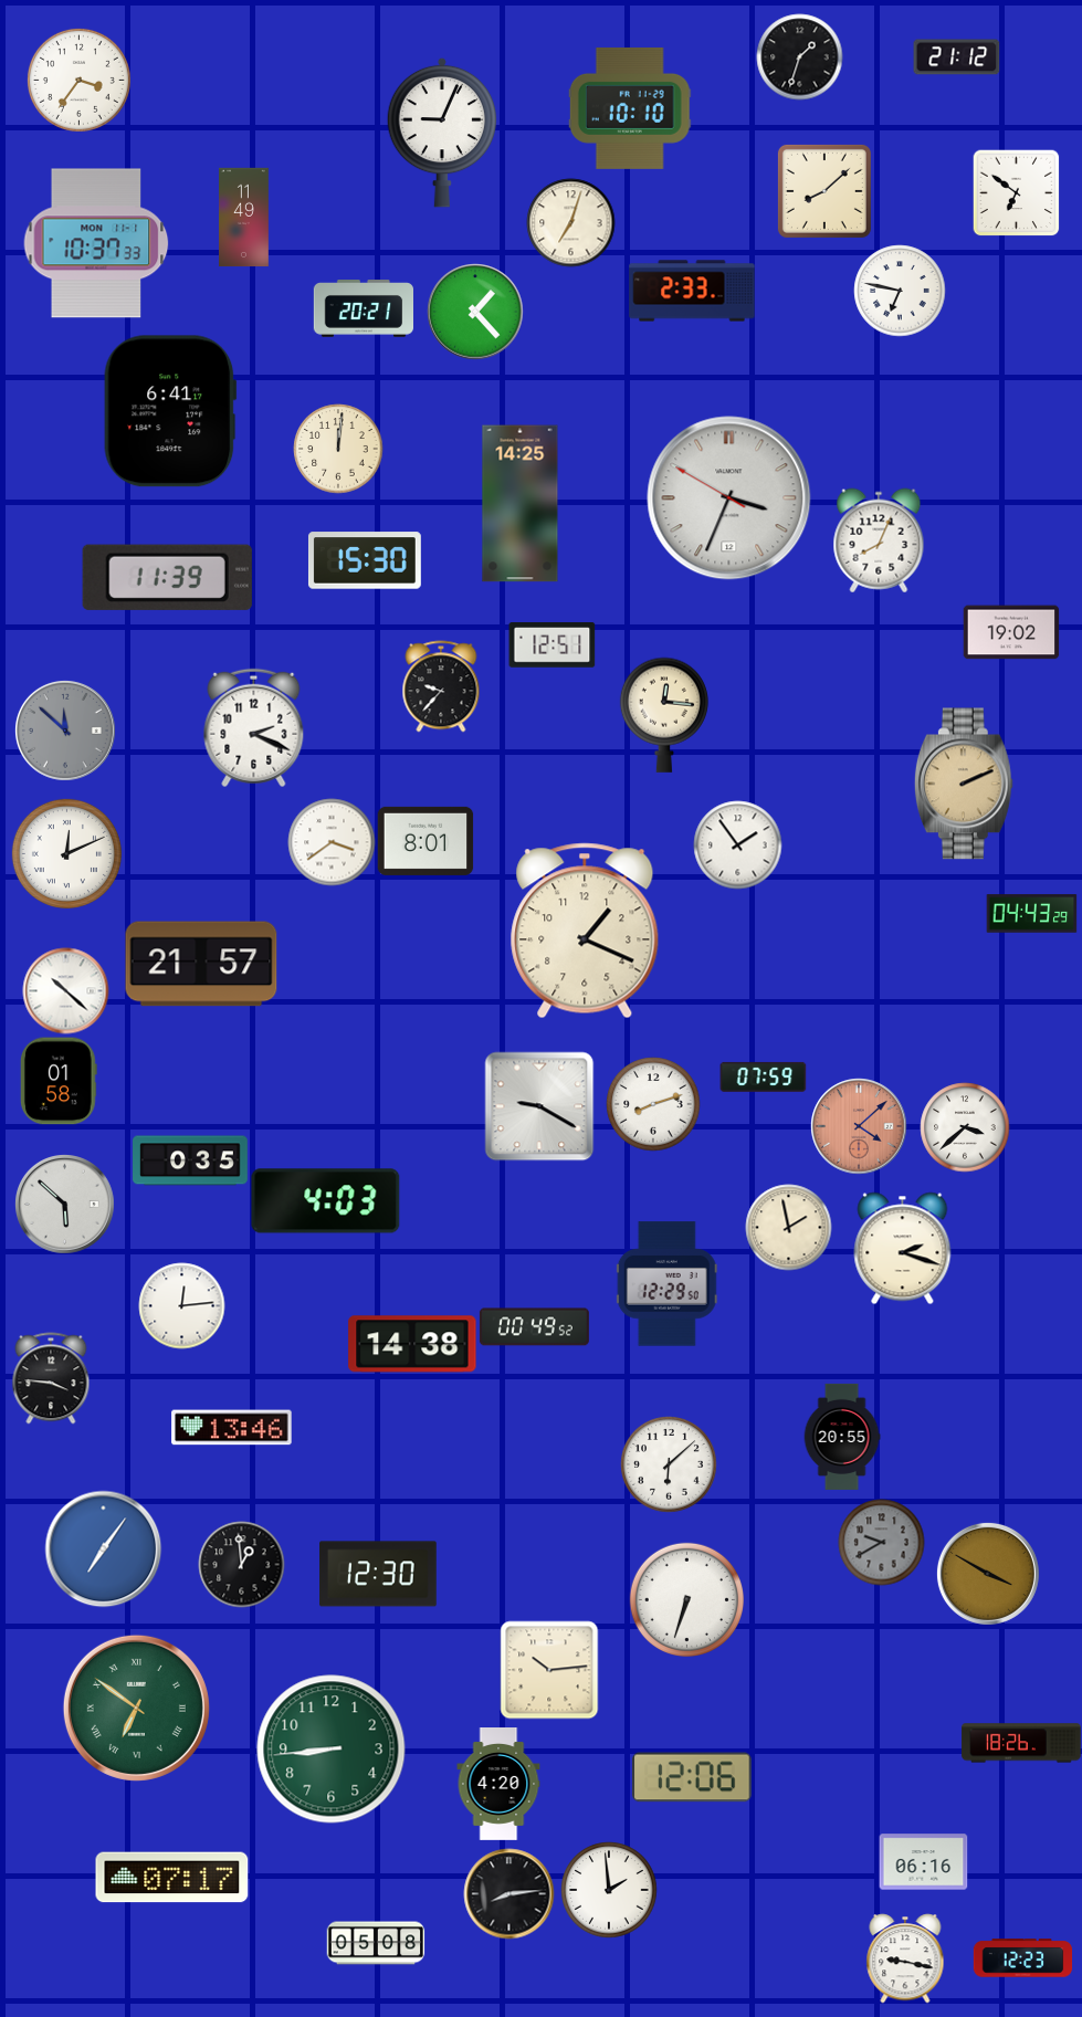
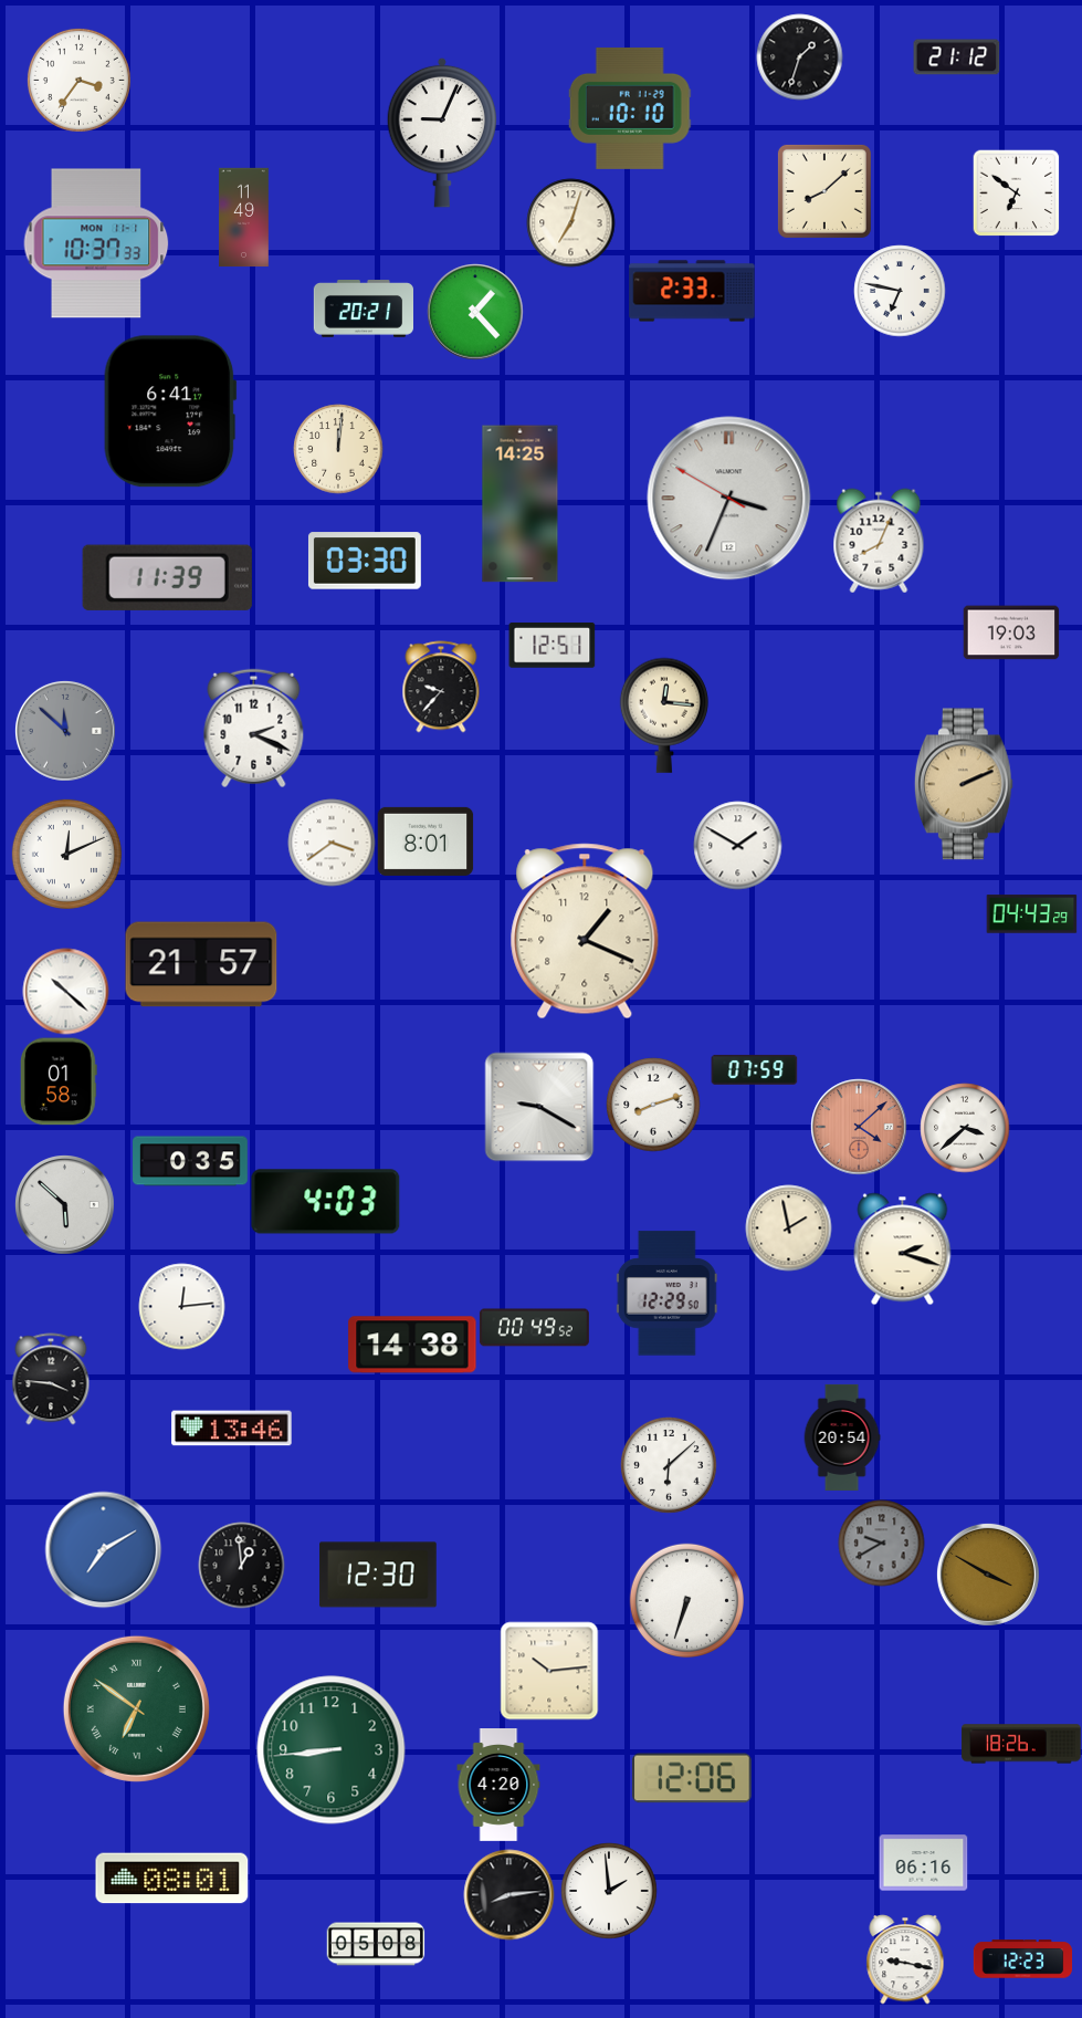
clock at (365, 560): 15:30 -> 03:30
clock at (1011, 632): 19:02 -> 19:03
clock at (737, 844): 1:54 -> 1:50
clock at (763, 1076) position: (763, 1076) -> (754, 1069)
clock at (666, 1284) position: (666, 1284) -> (666, 1294)
clock at (842, 1437): 20:55 -> 20:54
clock at (103, 1548): 7:06 -> 7:10
clock at (172, 1878): 07:17 -> 08:01
